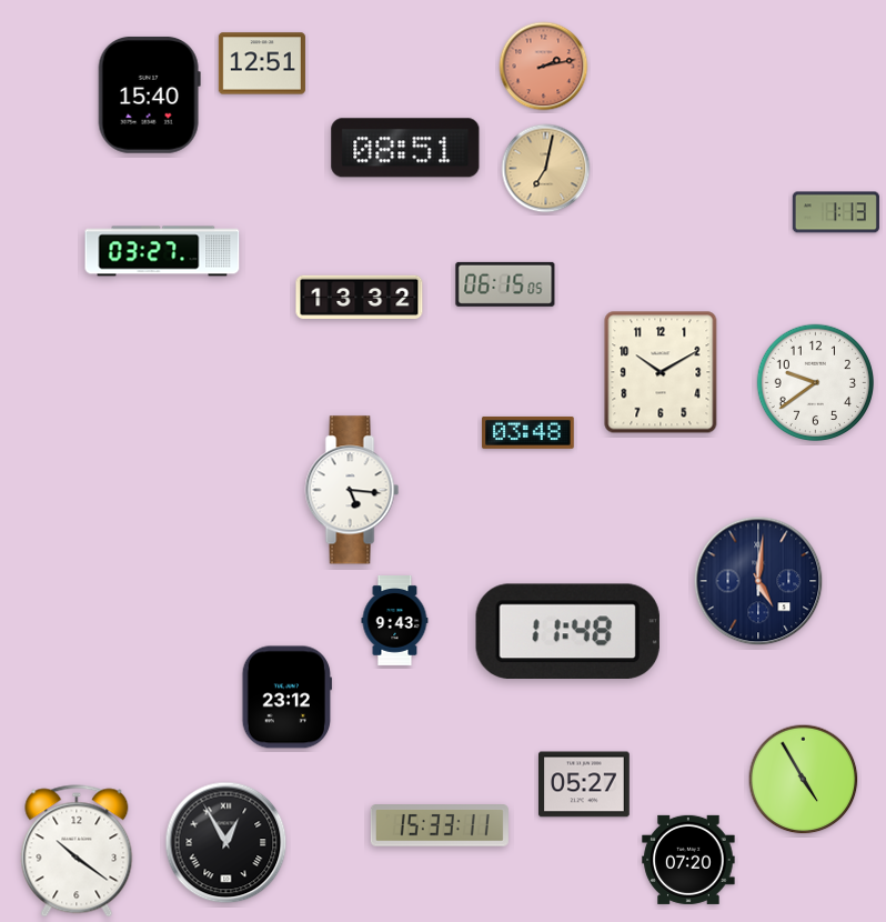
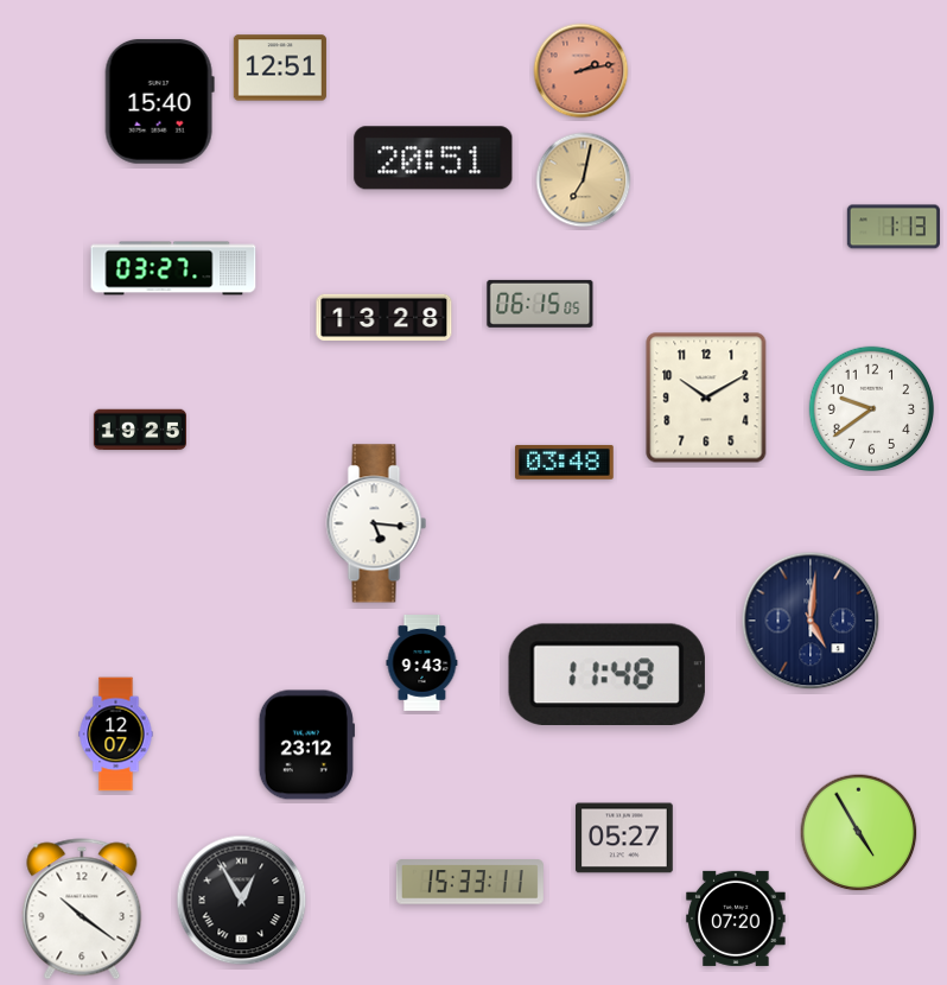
clock at (405, 148): 08:51 -> 20:51
clock at (360, 298): 13:32 -> 13:28
clock at (140, 430): none -> 19:25
clock at (116, 735): none -> 12:07
